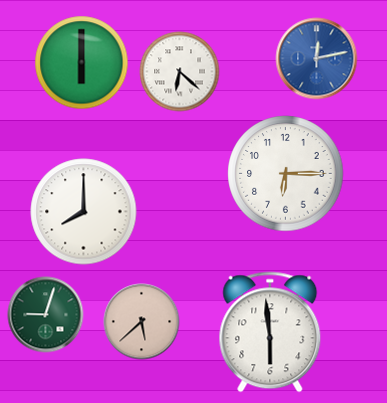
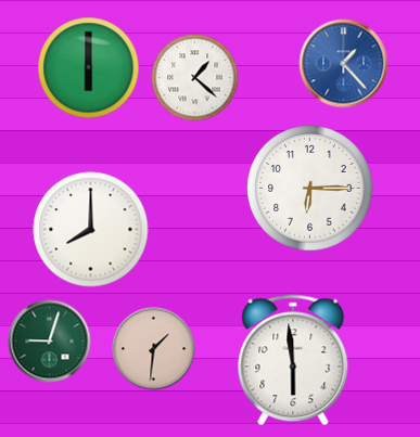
clock at (317, 59): 12:13 -> 1:23
clock at (180, 72): 6:22 -> 1:22
clock at (142, 322): 5:38 -> 1:31
